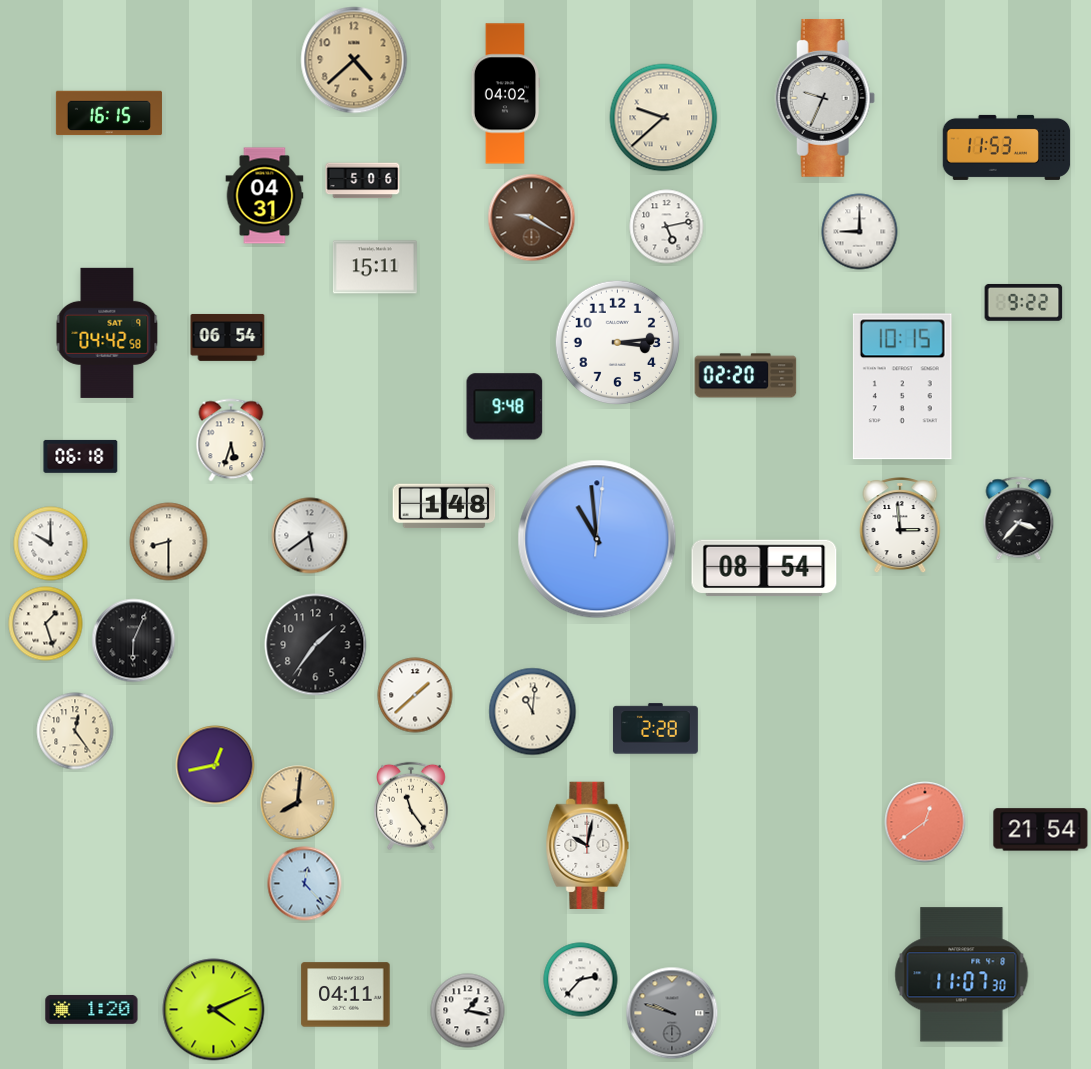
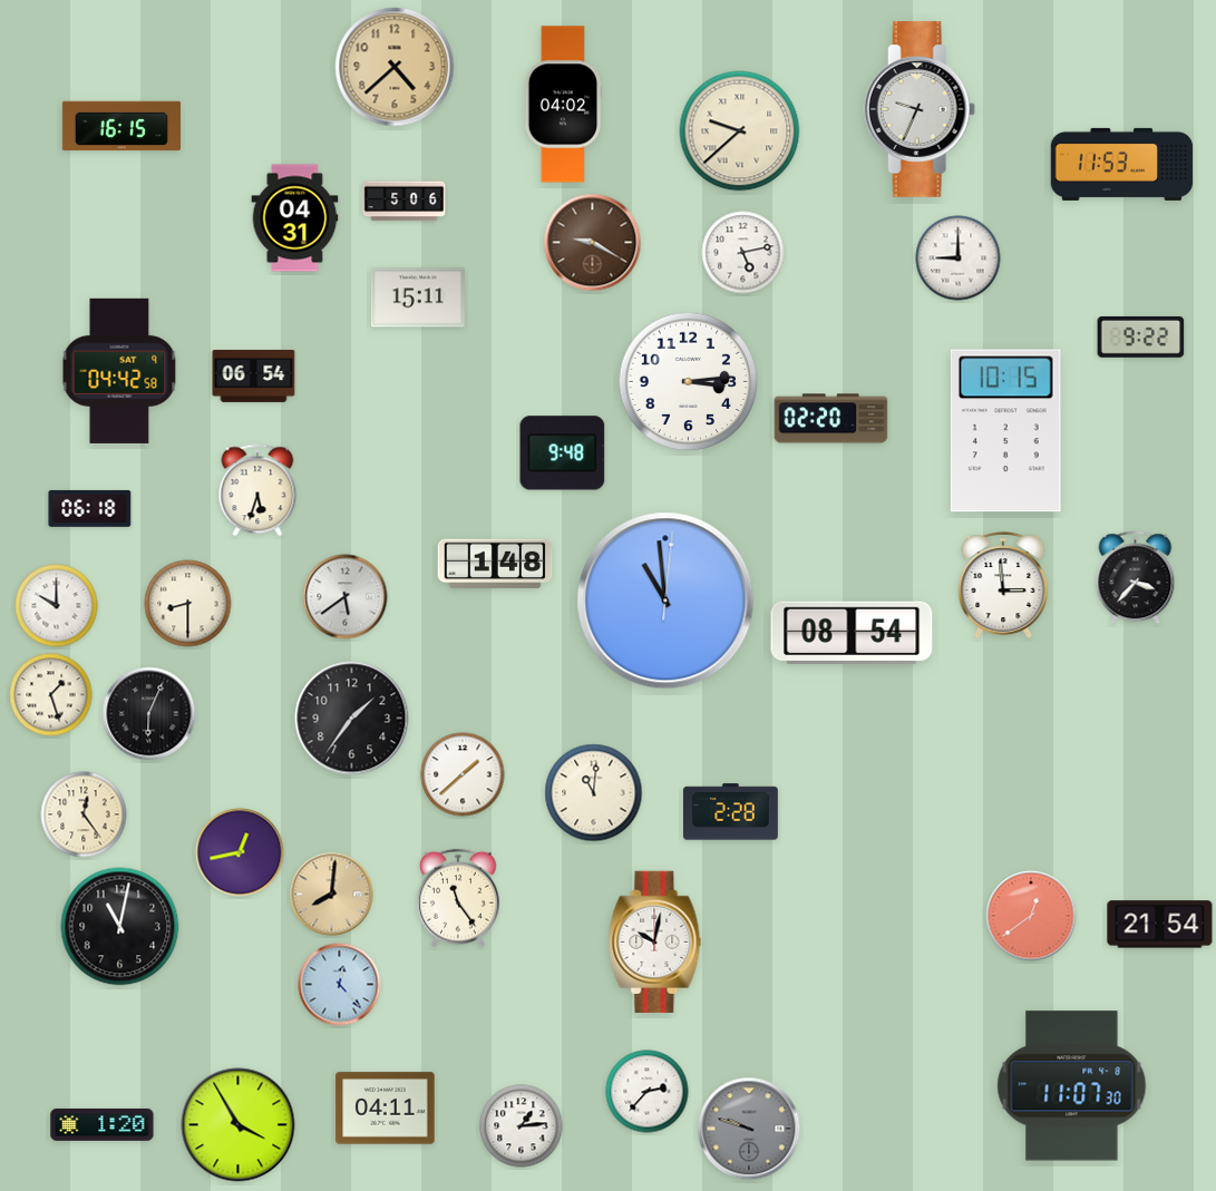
clock at (120, 927): none -> 11:02
clock at (214, 1010): 4:11 -> 3:55
clock at (468, 1011): 1:17 -> 1:14
